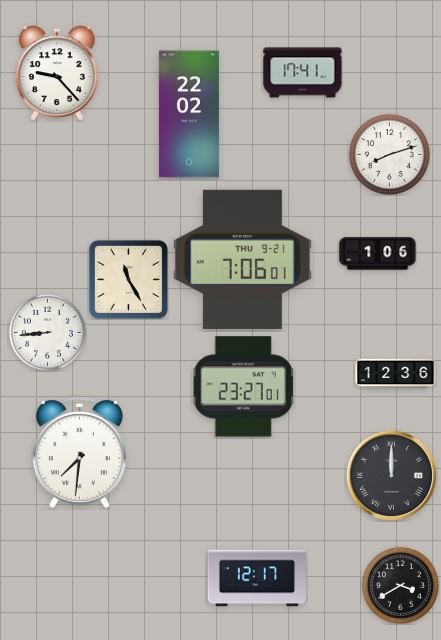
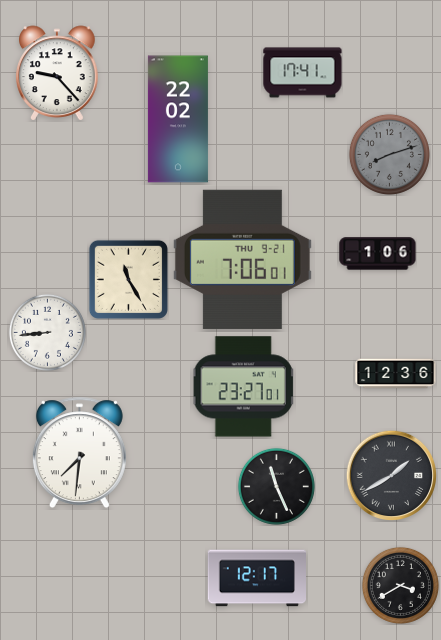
clock at (189, 114) position: (189, 114) -> (178, 119)
clock at (389, 154) dial: white -> grey
clock at (391, 475): 12:00 -> 1:40
clock at (276, 486): none -> 11:26
